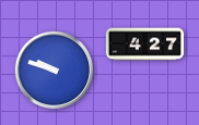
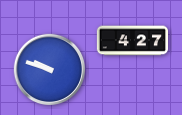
clock at (54, 70) position: (54, 70) -> (49, 69)
